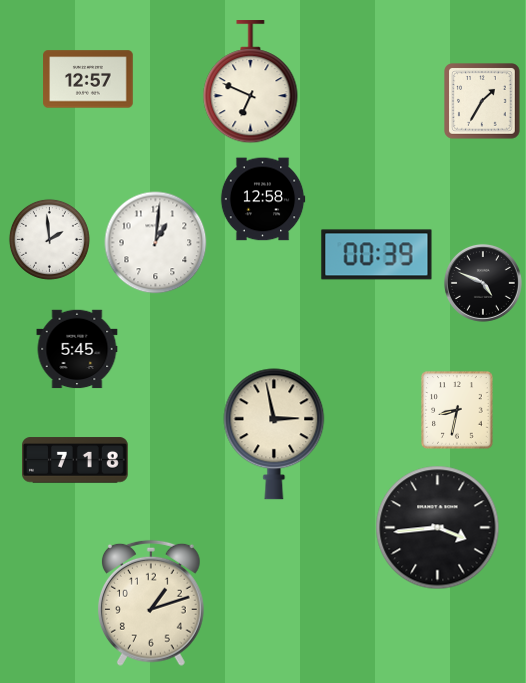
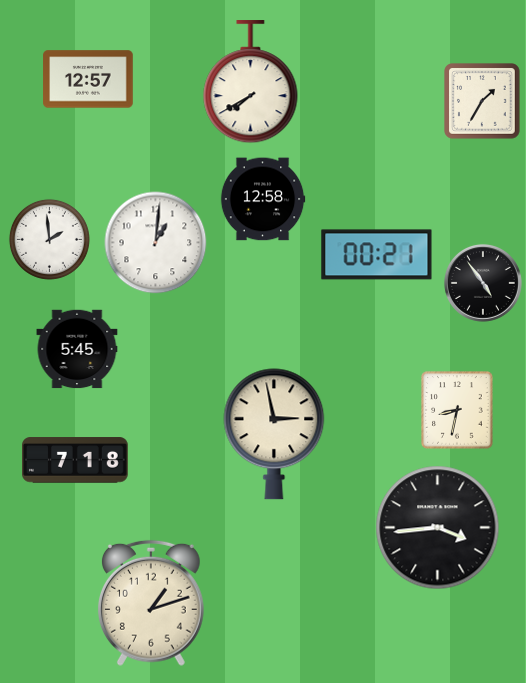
clock at (251, 82): 6:49 -> 7:40
clock at (377, 255): 00:39 -> 00:21
clock at (483, 283): 4:49 -> 4:54
